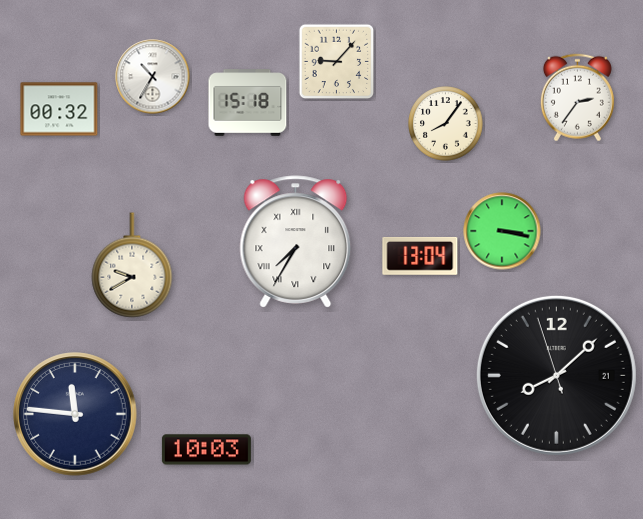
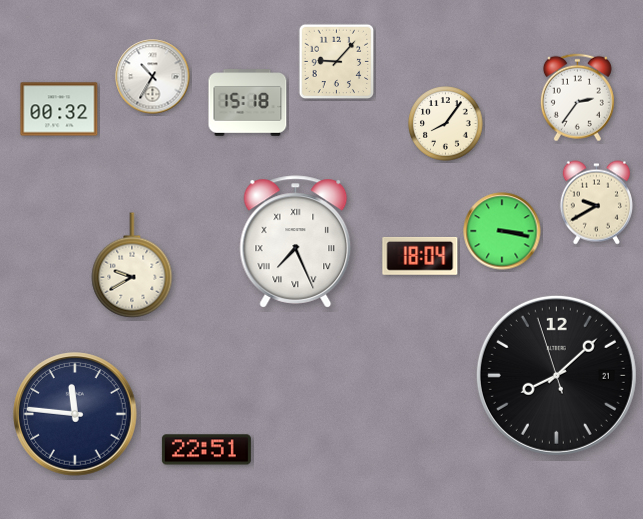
clock at (596, 203): none -> 9:40
clock at (296, 242): 7:35 -> 7:26
clock at (420, 256): 13:04 -> 18:04
clock at (206, 450): 10:03 -> 22:51
